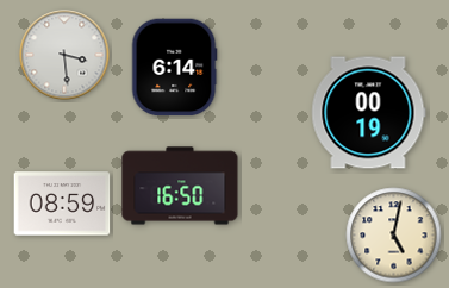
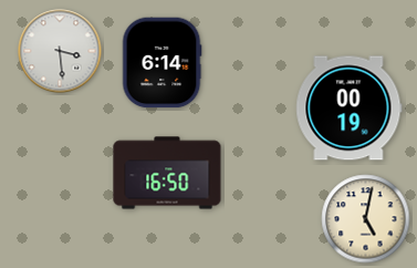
clock at (369, 113) position: (369, 113) -> (350, 109)
clock at (62, 204): 08:59 -> none
